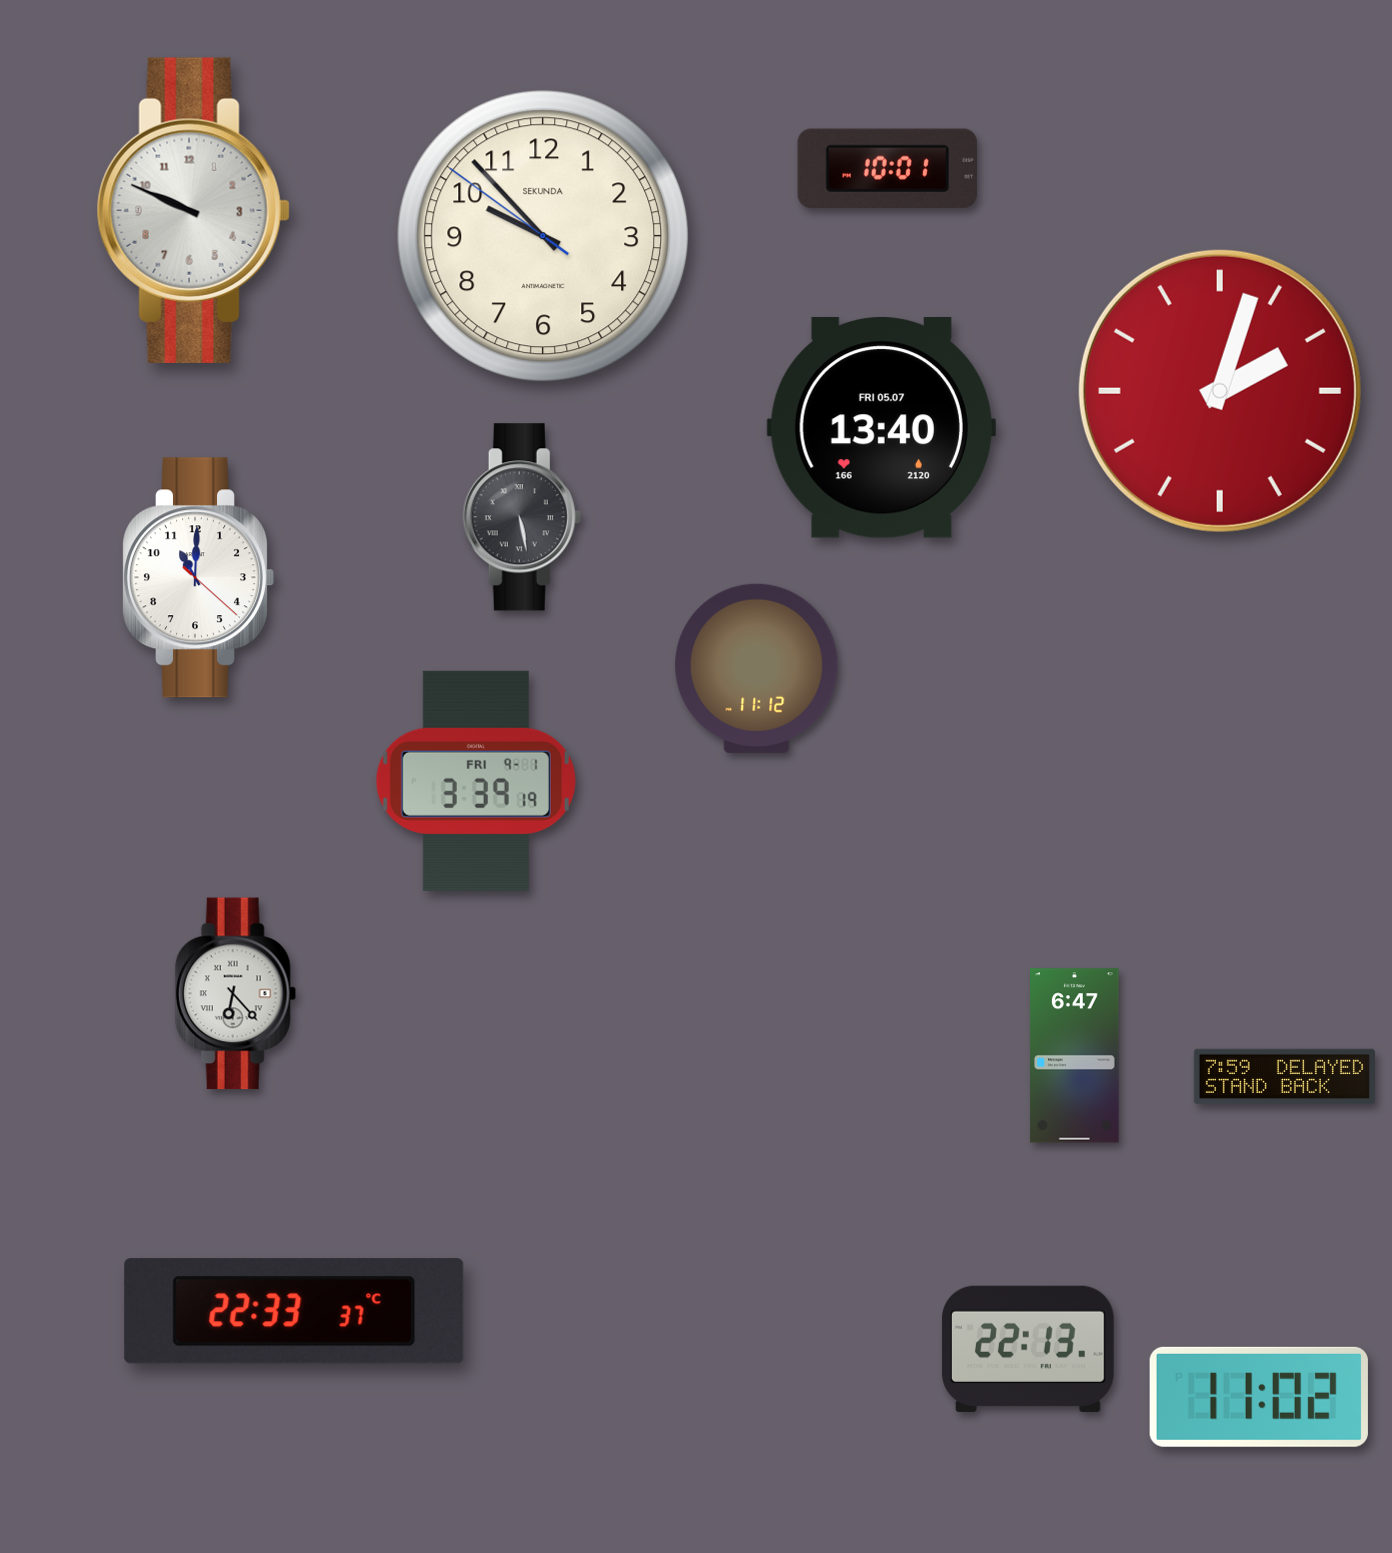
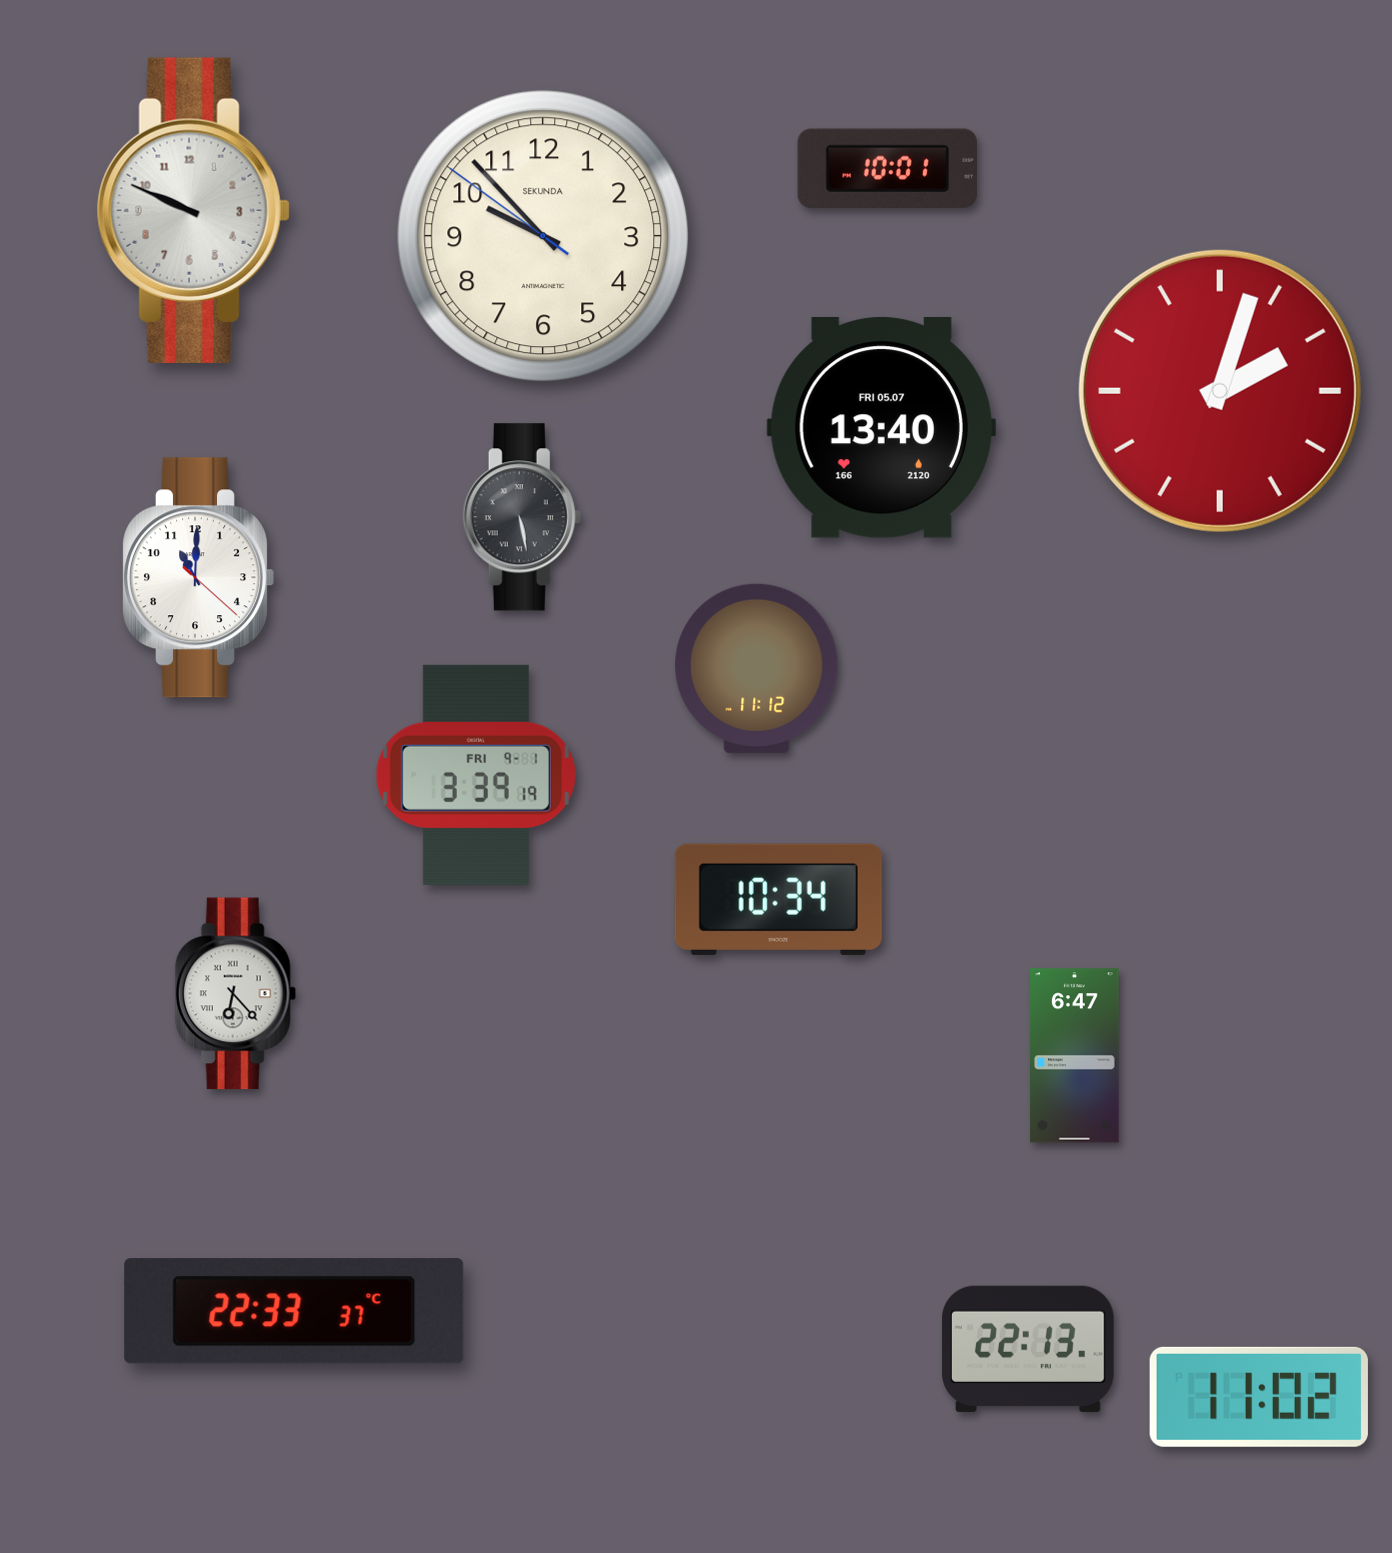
clock at (476, 781) position: (476, 781) -> (476, 775)
clock at (778, 899): none -> 10:34
clock at (1284, 1077): 7:59 -> none
